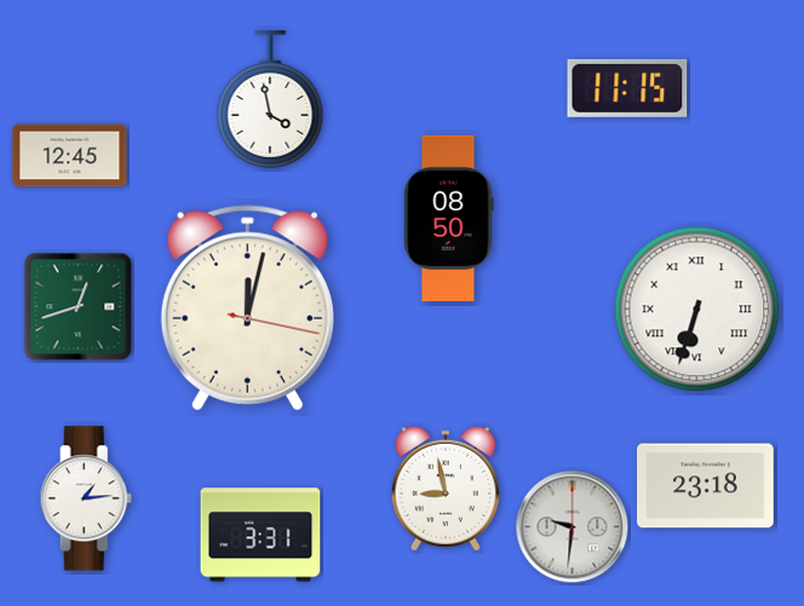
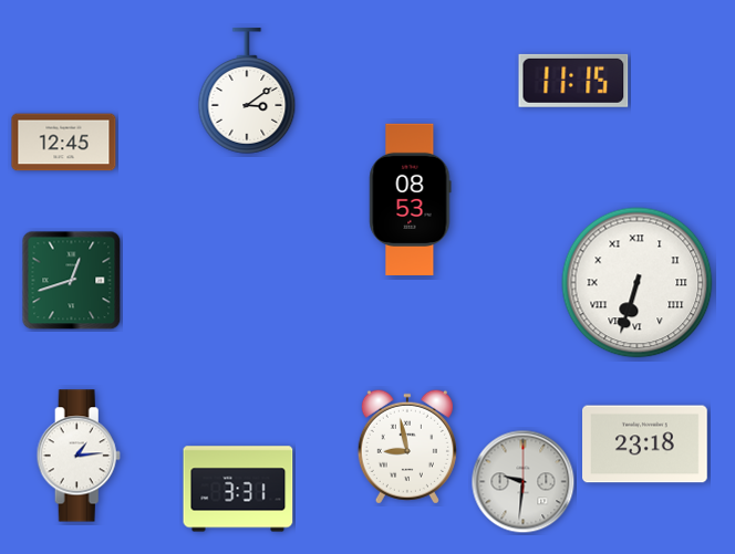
clock at (270, 99): 3:58 -> 3:09
clock at (449, 218): 08:50 -> 08:53
clock at (247, 308): 12:02 -> none
